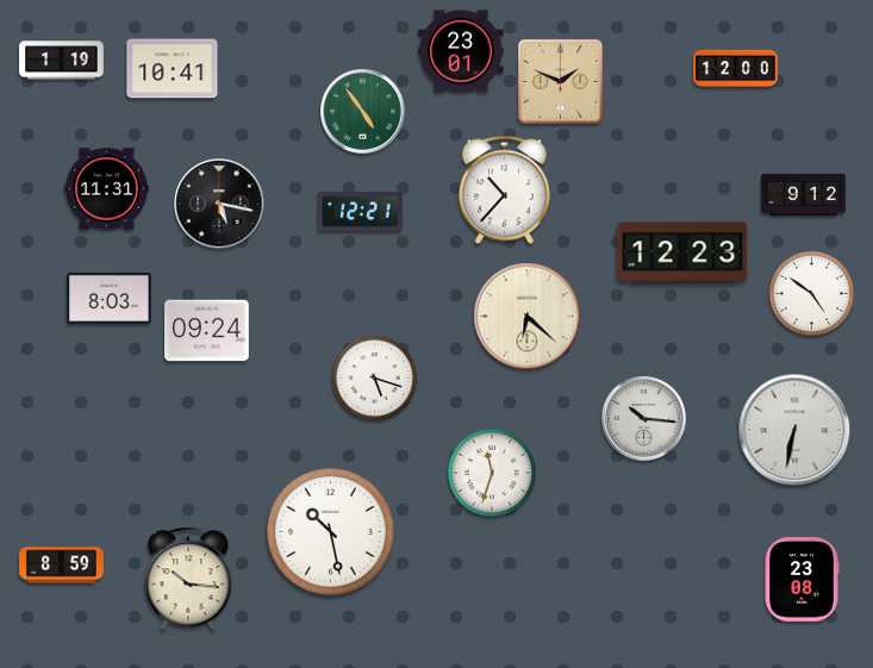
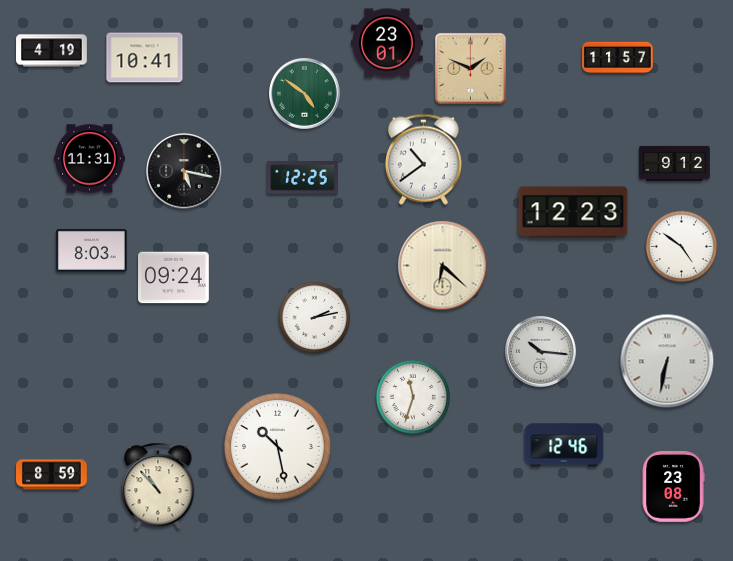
clock at (62, 61): 1:19 -> 4:19
clock at (736, 69): 12:00 -> 11:57
clock at (363, 112): 4:54 -> 4:51
clock at (504, 189): 10:37 -> 10:39
clock at (361, 212): 12:21 -> 12:25
clock at (375, 379): 5:18 -> 2:13
clock at (564, 445): none -> 12:46
clock at (188, 579): 10:16 -> 10:53
